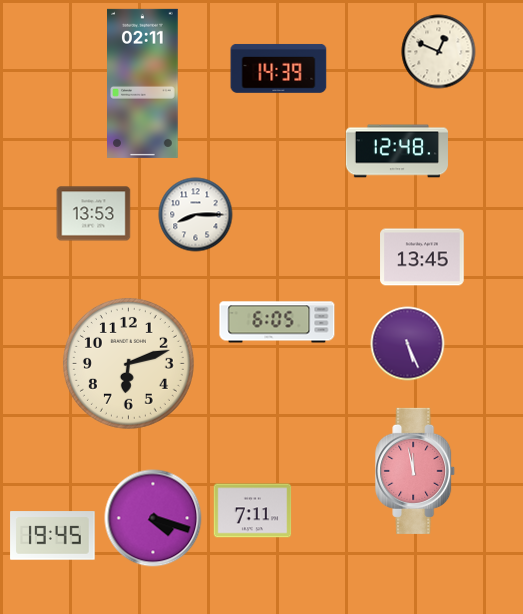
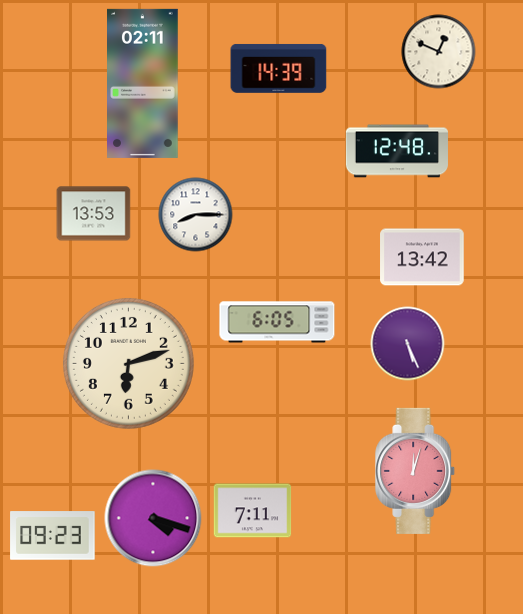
clock at (422, 257): 13:45 -> 13:42
clock at (416, 471): 11:58 -> 12:03
clock at (53, 536): 19:45 -> 09:23
